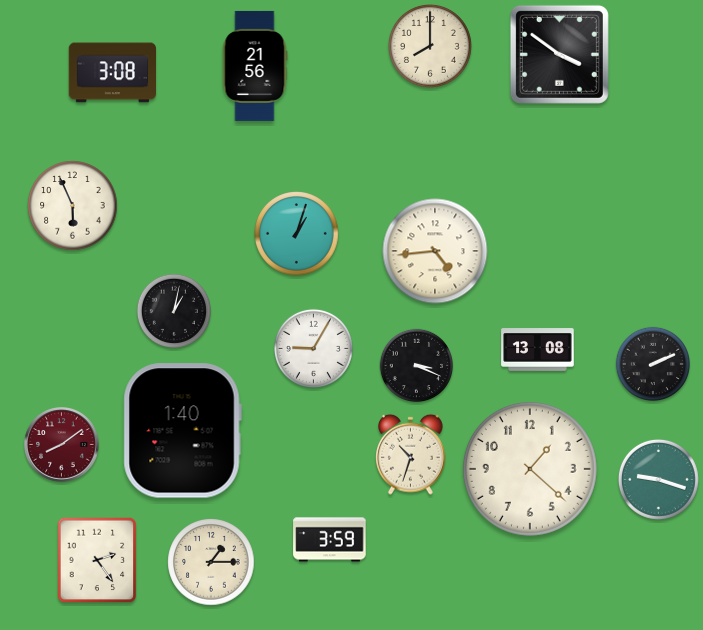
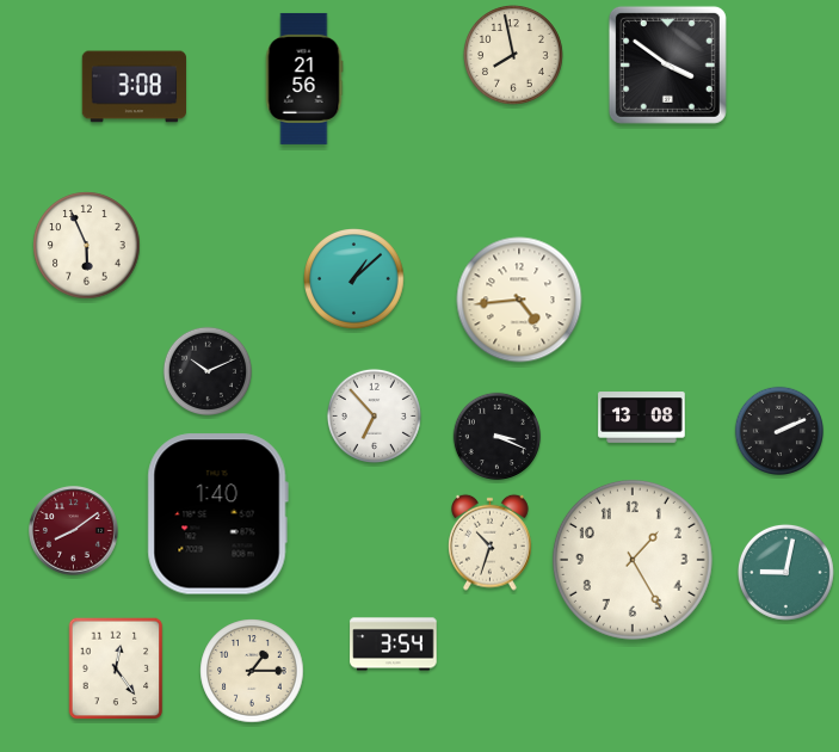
clock at (431, 47): 8:00 -> 7:58
clock at (297, 234): 1:03 -> 1:08
clock at (173, 310): 1:02 -> 10:11
clock at (313, 348): 9:05 -> 6:53
clock at (652, 363) position: (652, 363) -> (778, 430)
clock at (530, 469): 1:22 -> 1:25
clock at (658, 479): 9:18 -> 9:02
clock at (330, 540): 3:59 -> 3:54
clock at (97, 560): 2:24 -> 12:24
